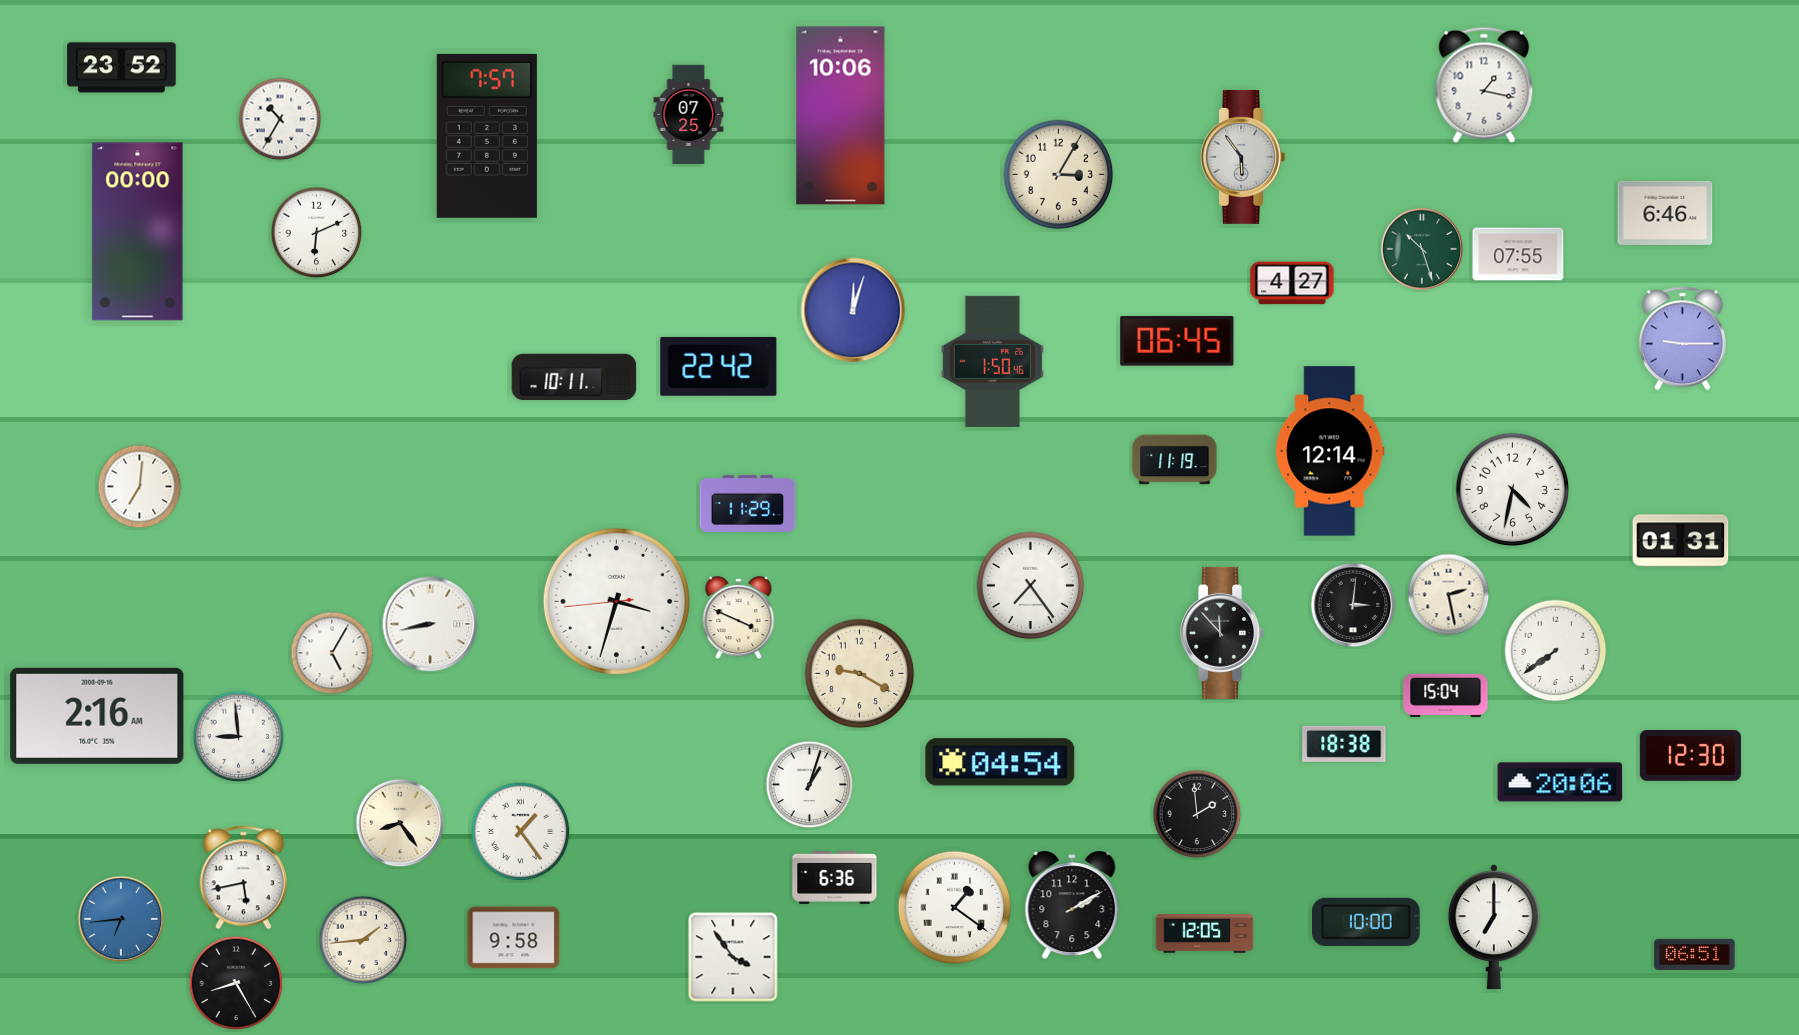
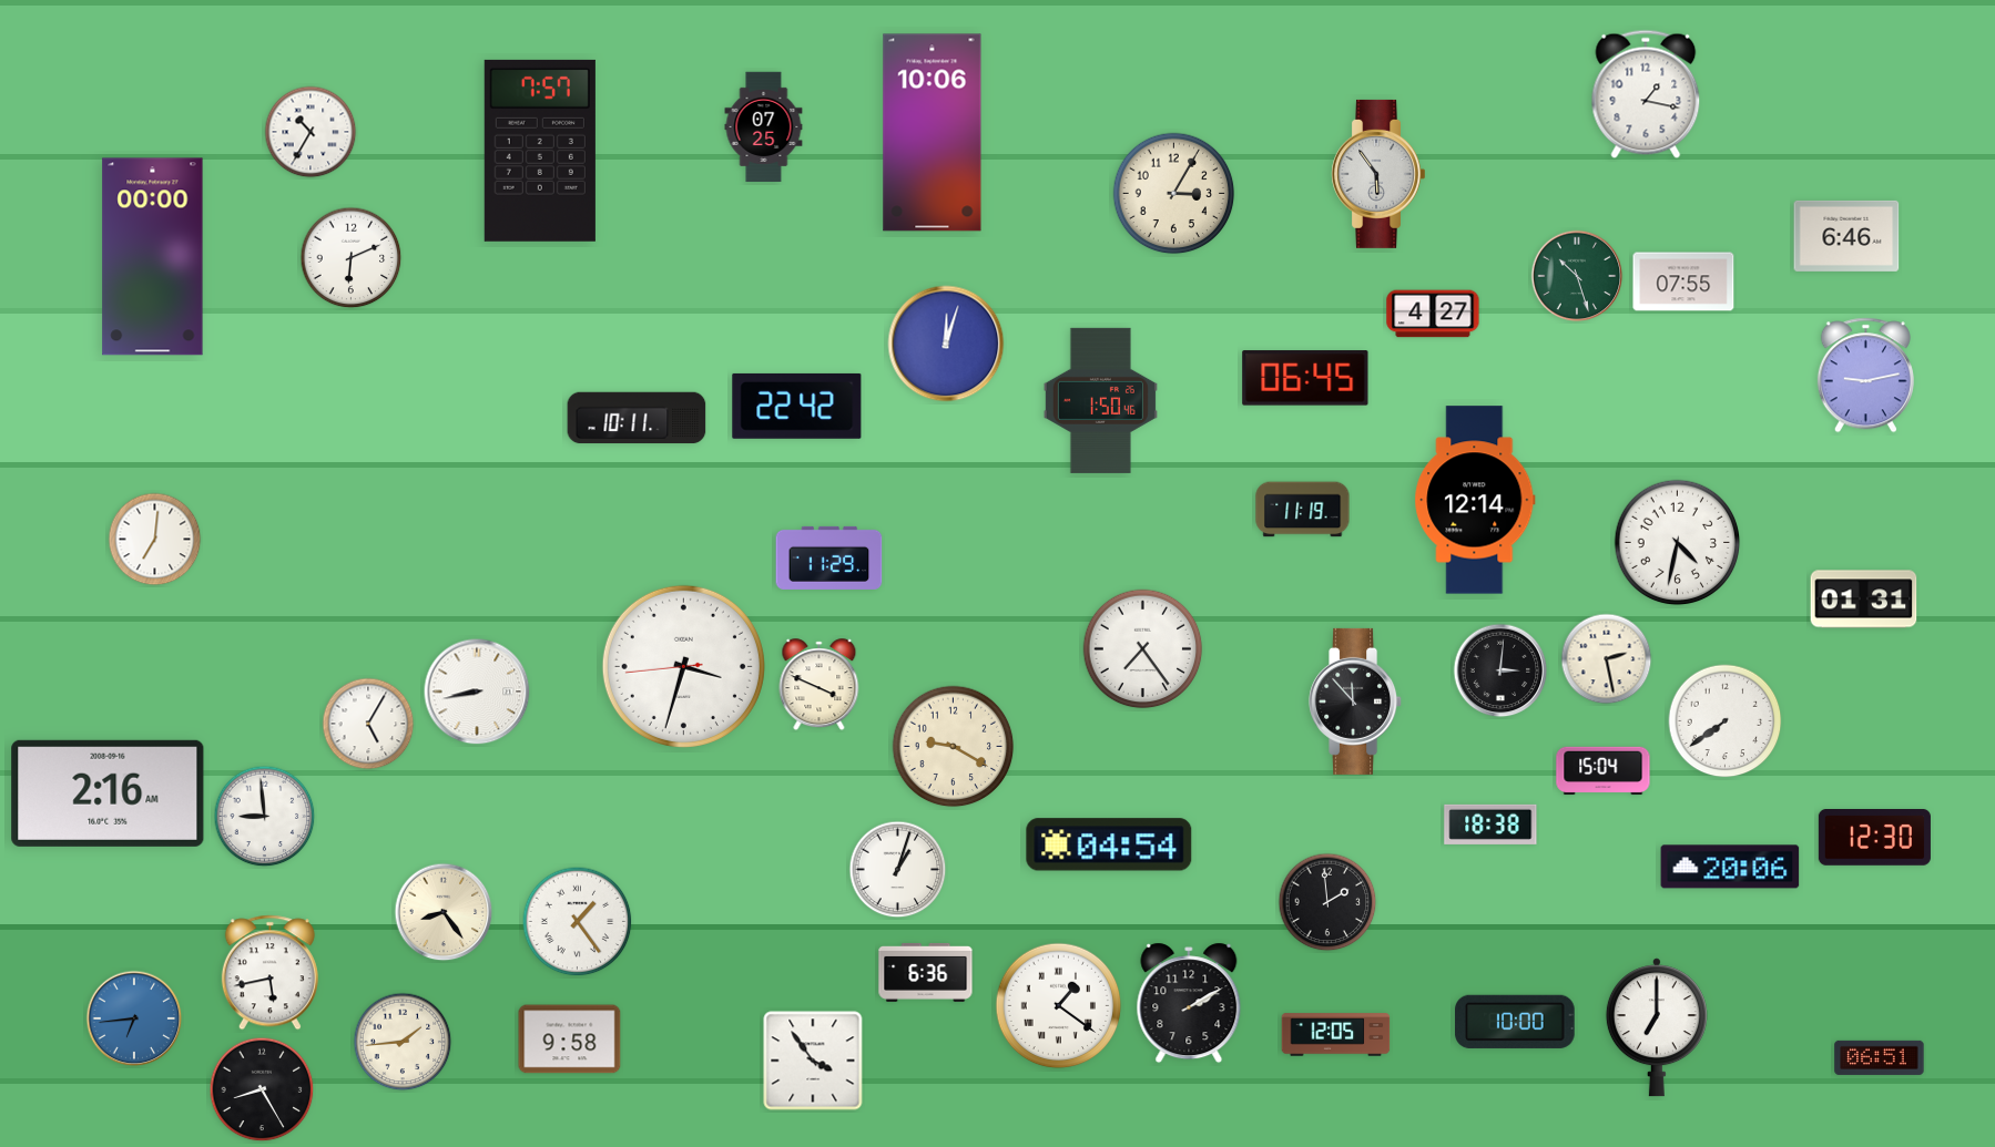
clock at (122, 68): 23:52 -> none
clock at (841, 116) position: (841, 116) -> (933, 133)
clock at (1682, 339): 9:15 -> 9:13
